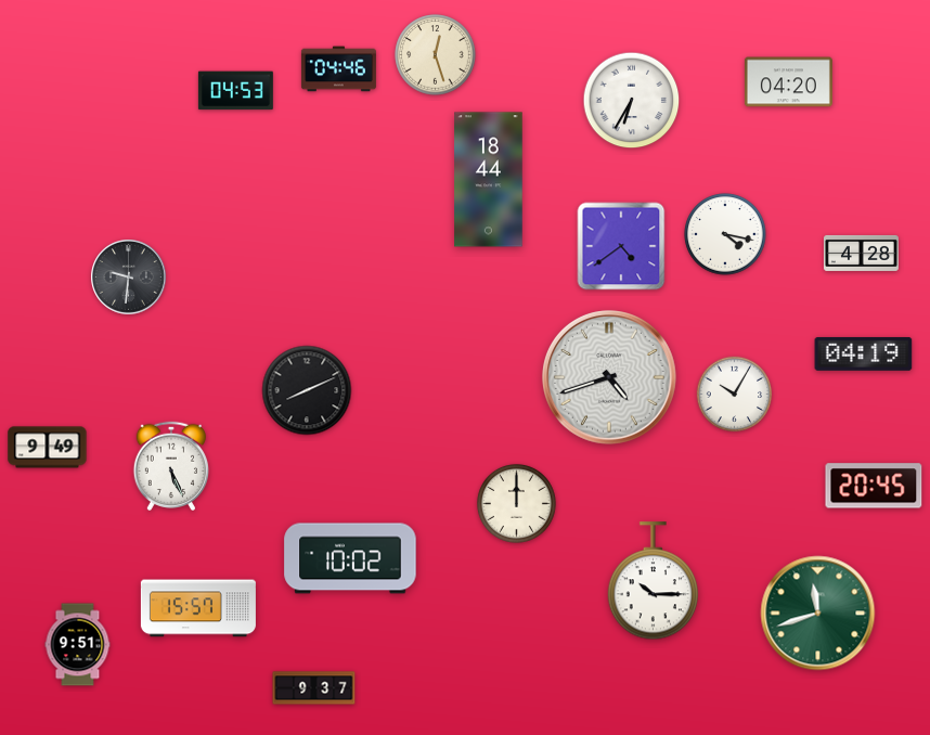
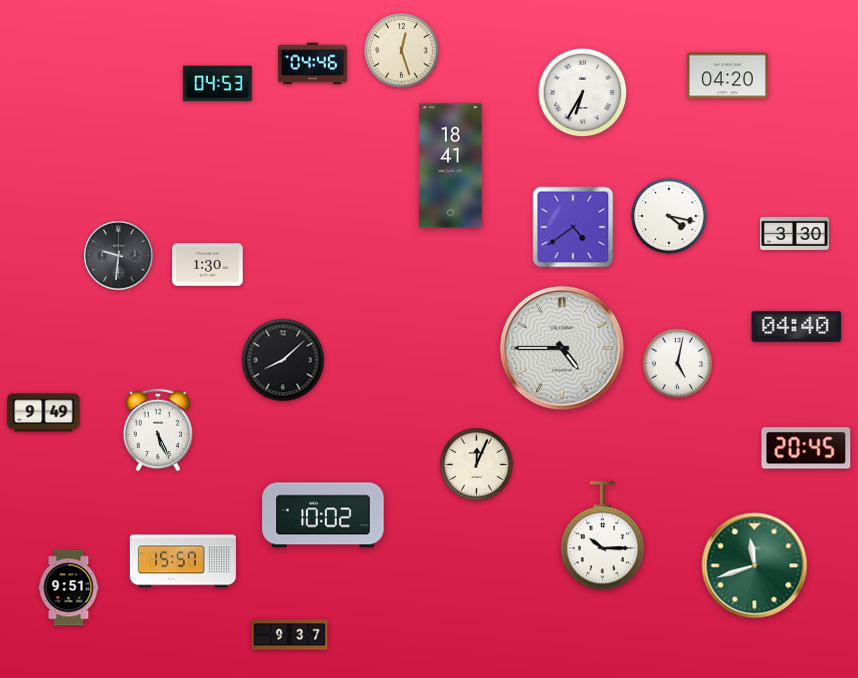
clock at (489, 180): 18:44 -> 18:41
clock at (861, 253): 4:28 -> 3:30
clock at (208, 265): none -> 1:30
clock at (864, 353): 04:19 -> 04:40
clock at (610, 378): 4:42 -> 4:45
clock at (307, 390): 8:11 -> 8:08
clock at (735, 395): 10:05 -> 5:02
clock at (516, 503): 12:00 -> 12:04
clock at (78, 645) position: (78, 645) -> (69, 588)
